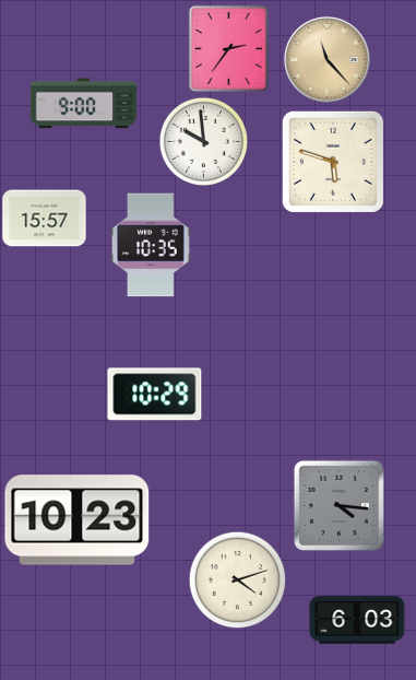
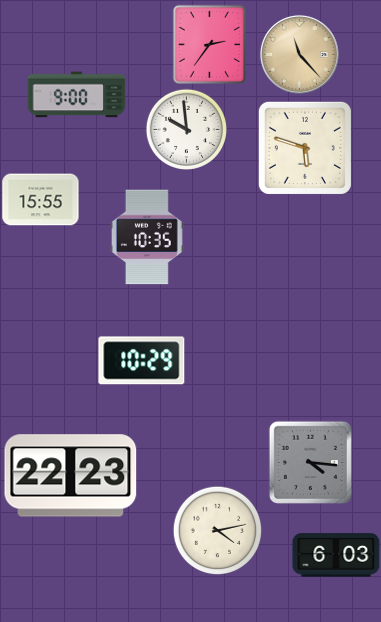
clock at (45, 219): 15:57 -> 15:55
clock at (151, 245) position: (151, 245) -> (147, 237)
clock at (78, 520): 10:23 -> 22:23
clock at (237, 579): 4:12 -> 4:13
clock at (357, 620) position: (357, 620) -> (336, 555)
